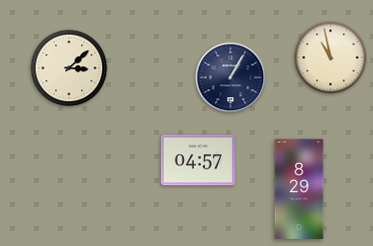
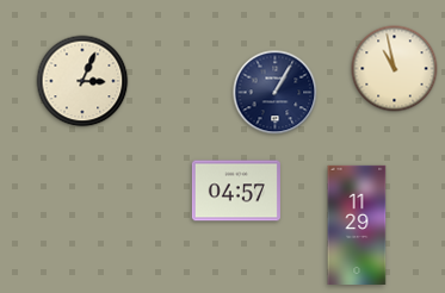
clock at (69, 68): 3:08 -> 3:04
clock at (299, 188): 8:29 -> 11:29
